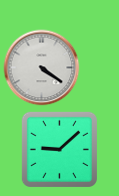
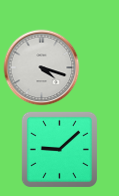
clock at (42, 68): 4:21 -> 4:18
